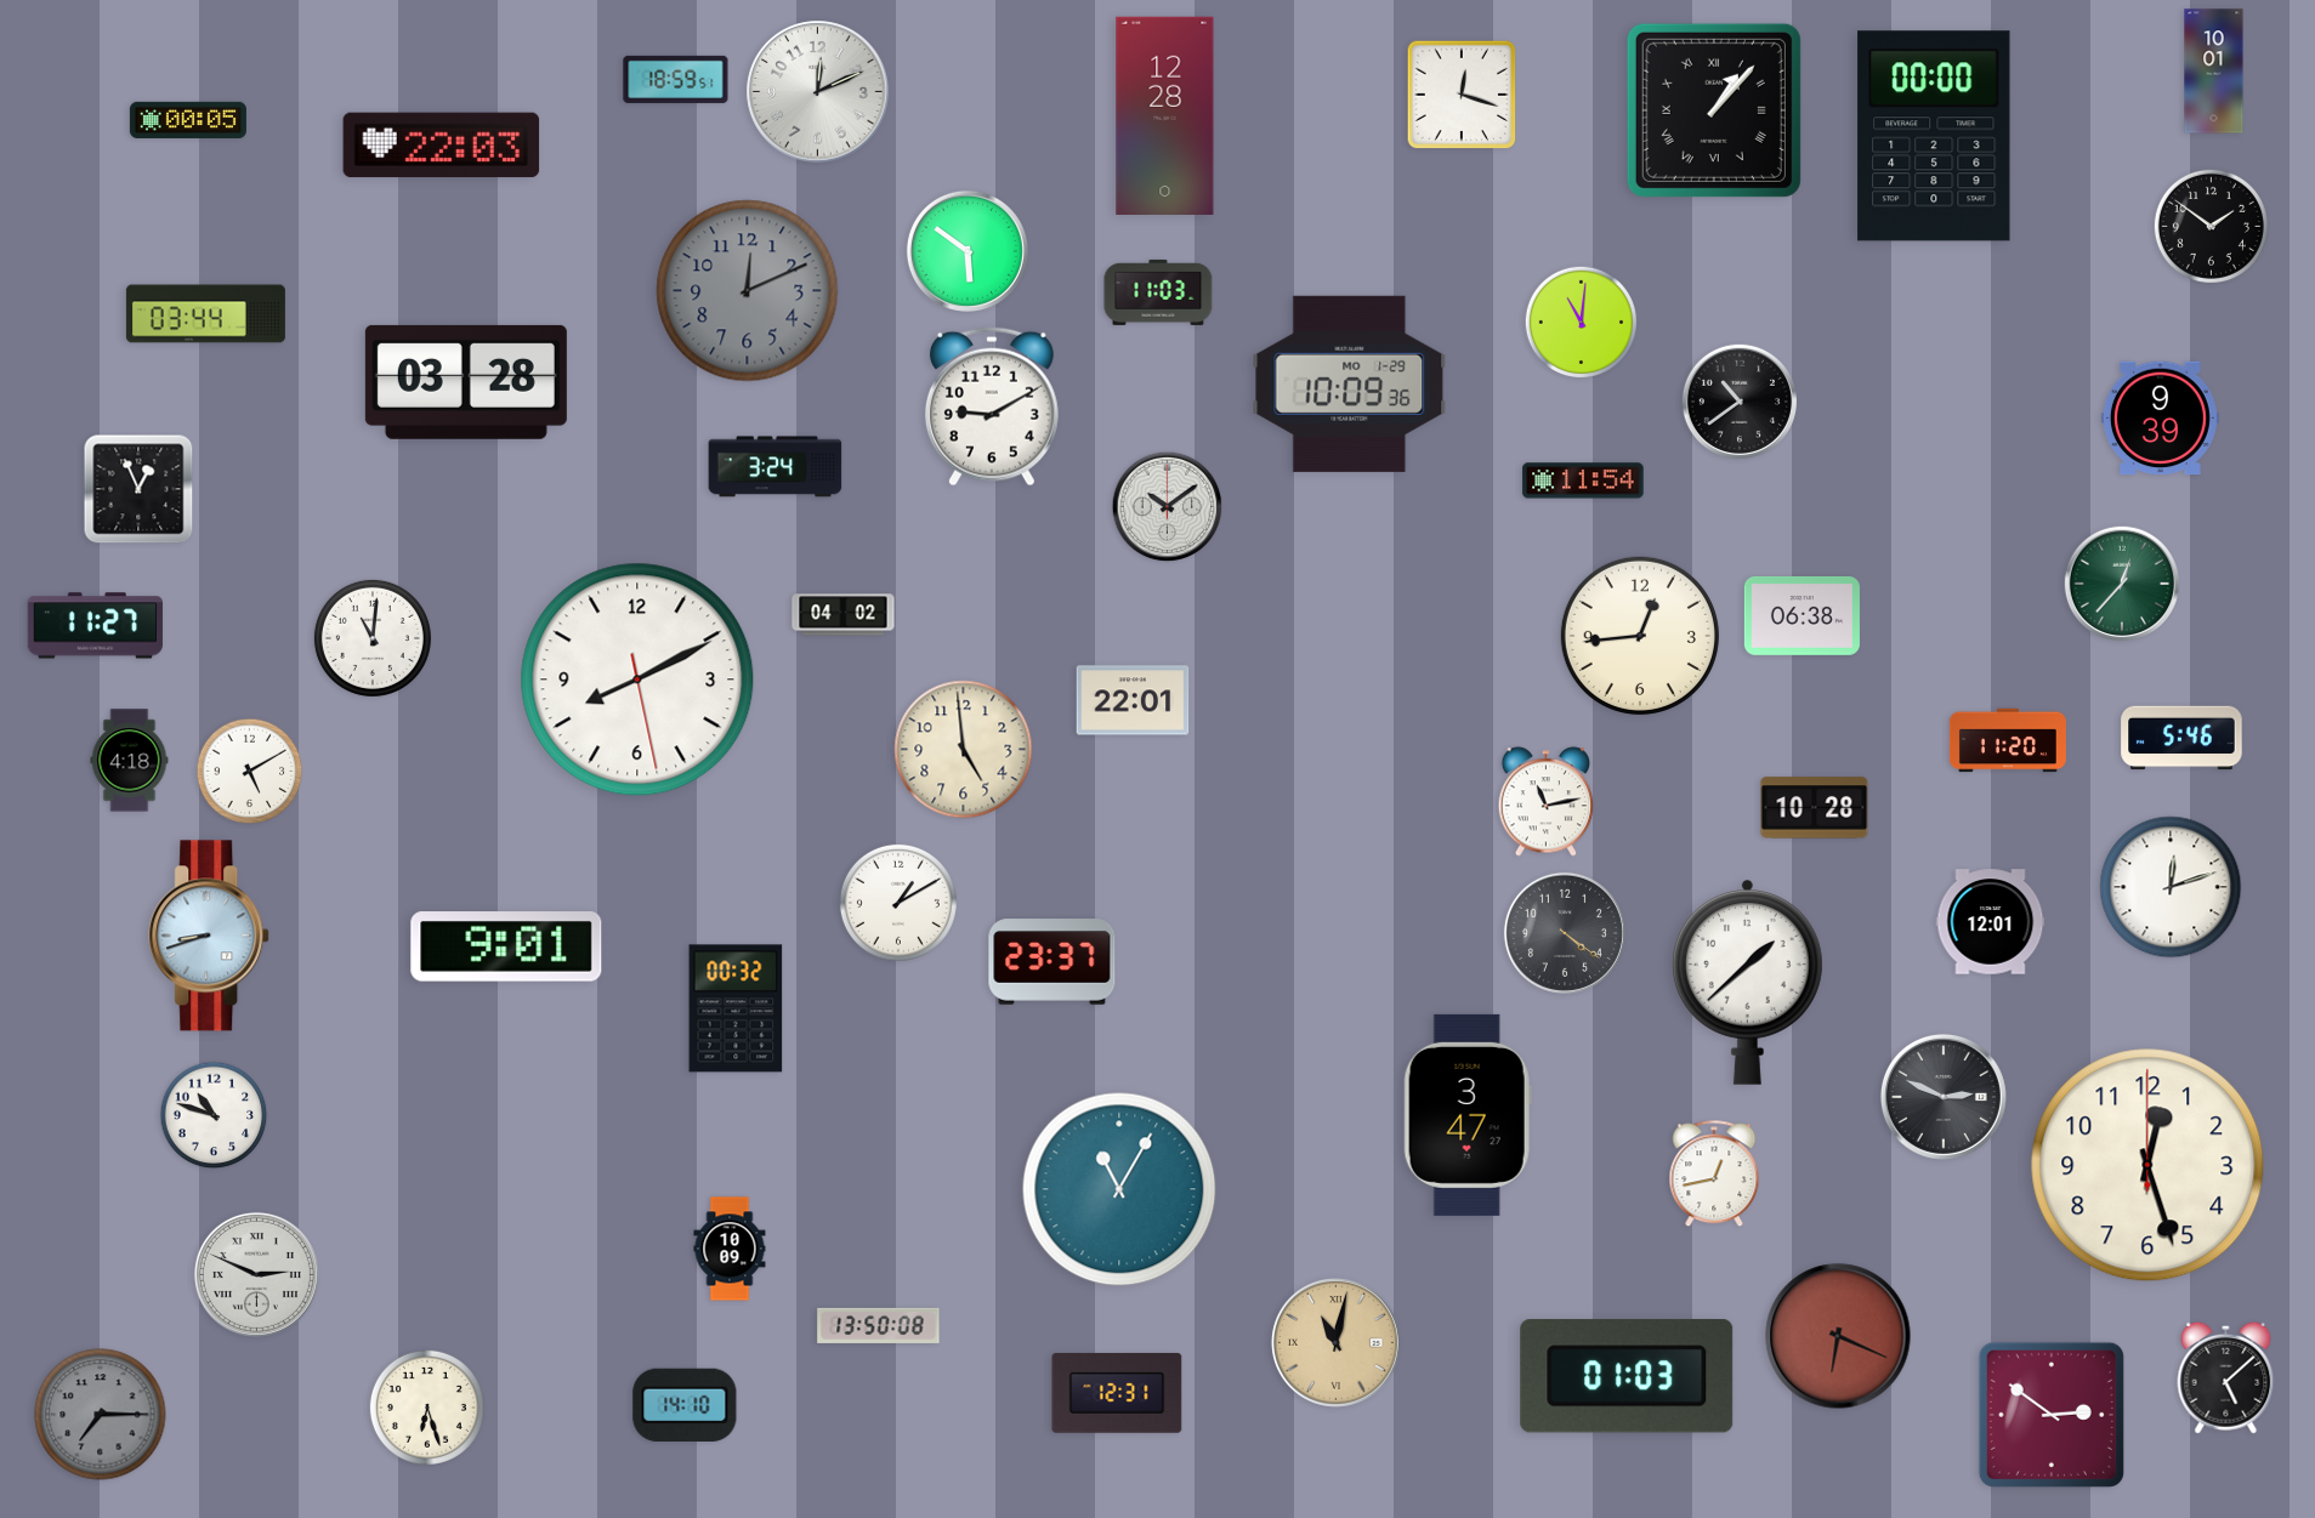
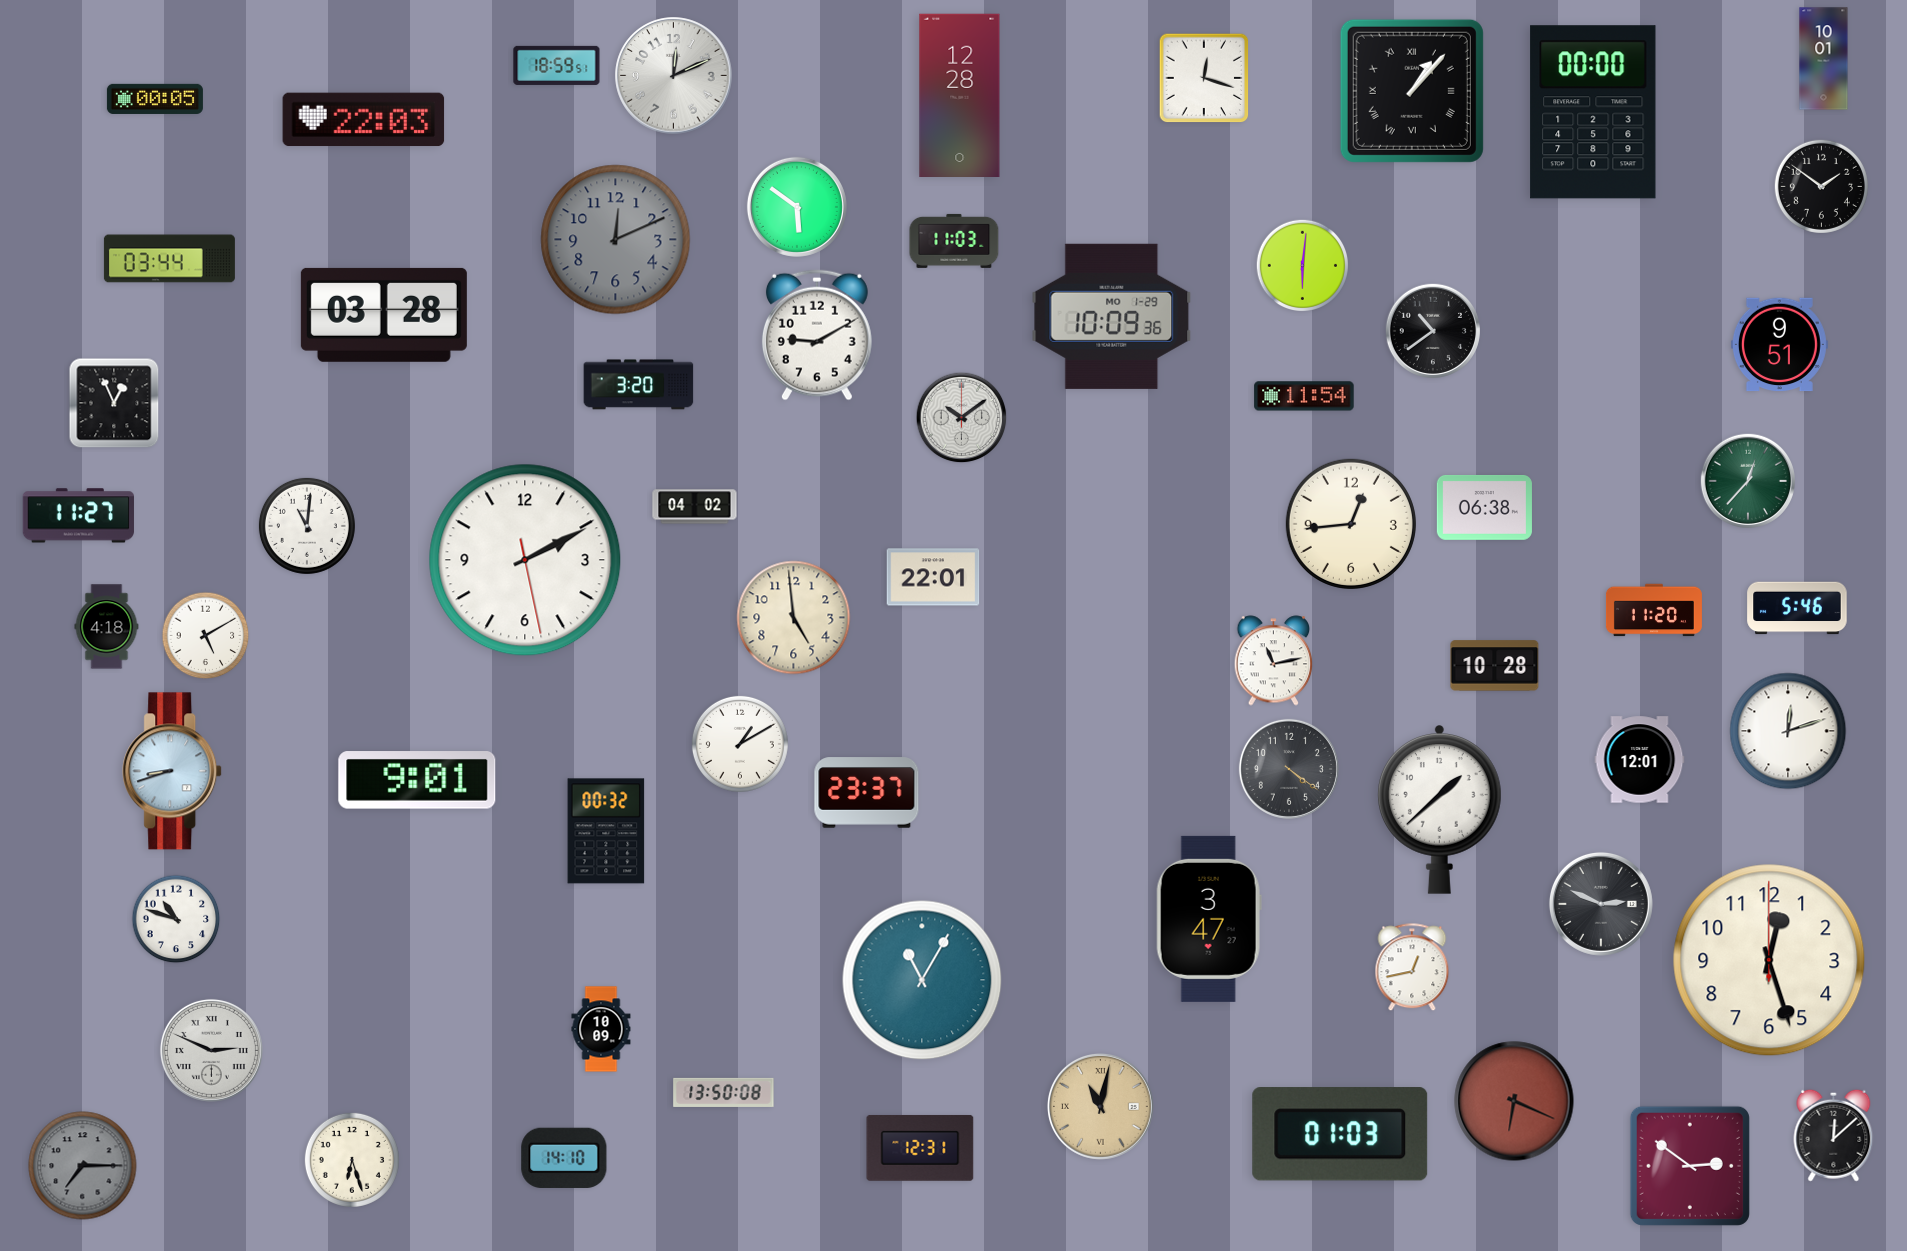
clock at (1581, 322): 11:01 -> 6:01
clock at (2160, 419): 9:39 -> 9:51
clock at (776, 467): 3:24 -> 3:20
clock at (637, 680): 8:10 -> 2:10
clock at (2226, 1377): 5:08 -> 12:08
